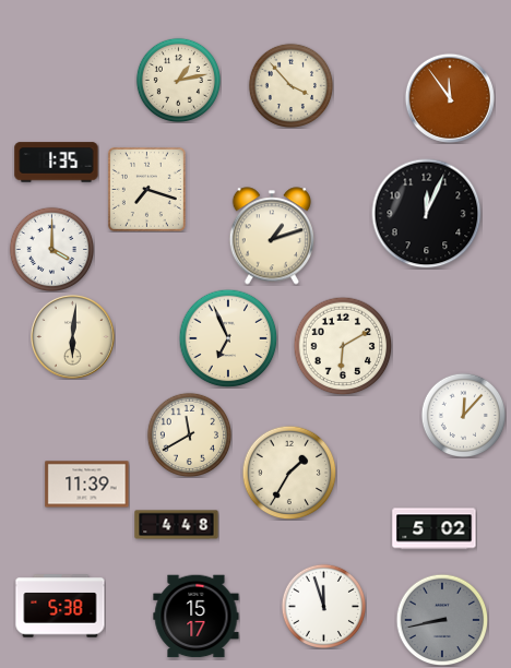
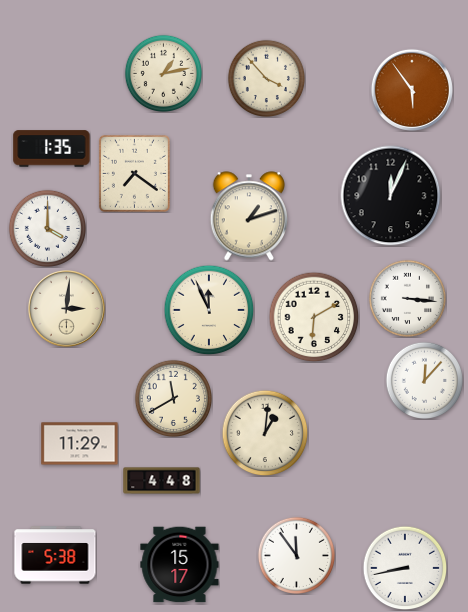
clock at (450, 98): 11:54 -> 5:54
clock at (146, 189): 7:18 -> 7:21
clock at (407, 298): none -> 3:16
clock at (72, 336): 6:01 -> 3:01
clock at (228, 338): 6:56 -> 11:56
clock at (289, 473): 1:35 -> 1:01
clock at (87, 485): 11:39 -> 11:29
clock at (435, 529): 5:02 -> none
clock at (323, 606): 11:57 -> 11:54
clock at (442, 620) dial: grey -> white
